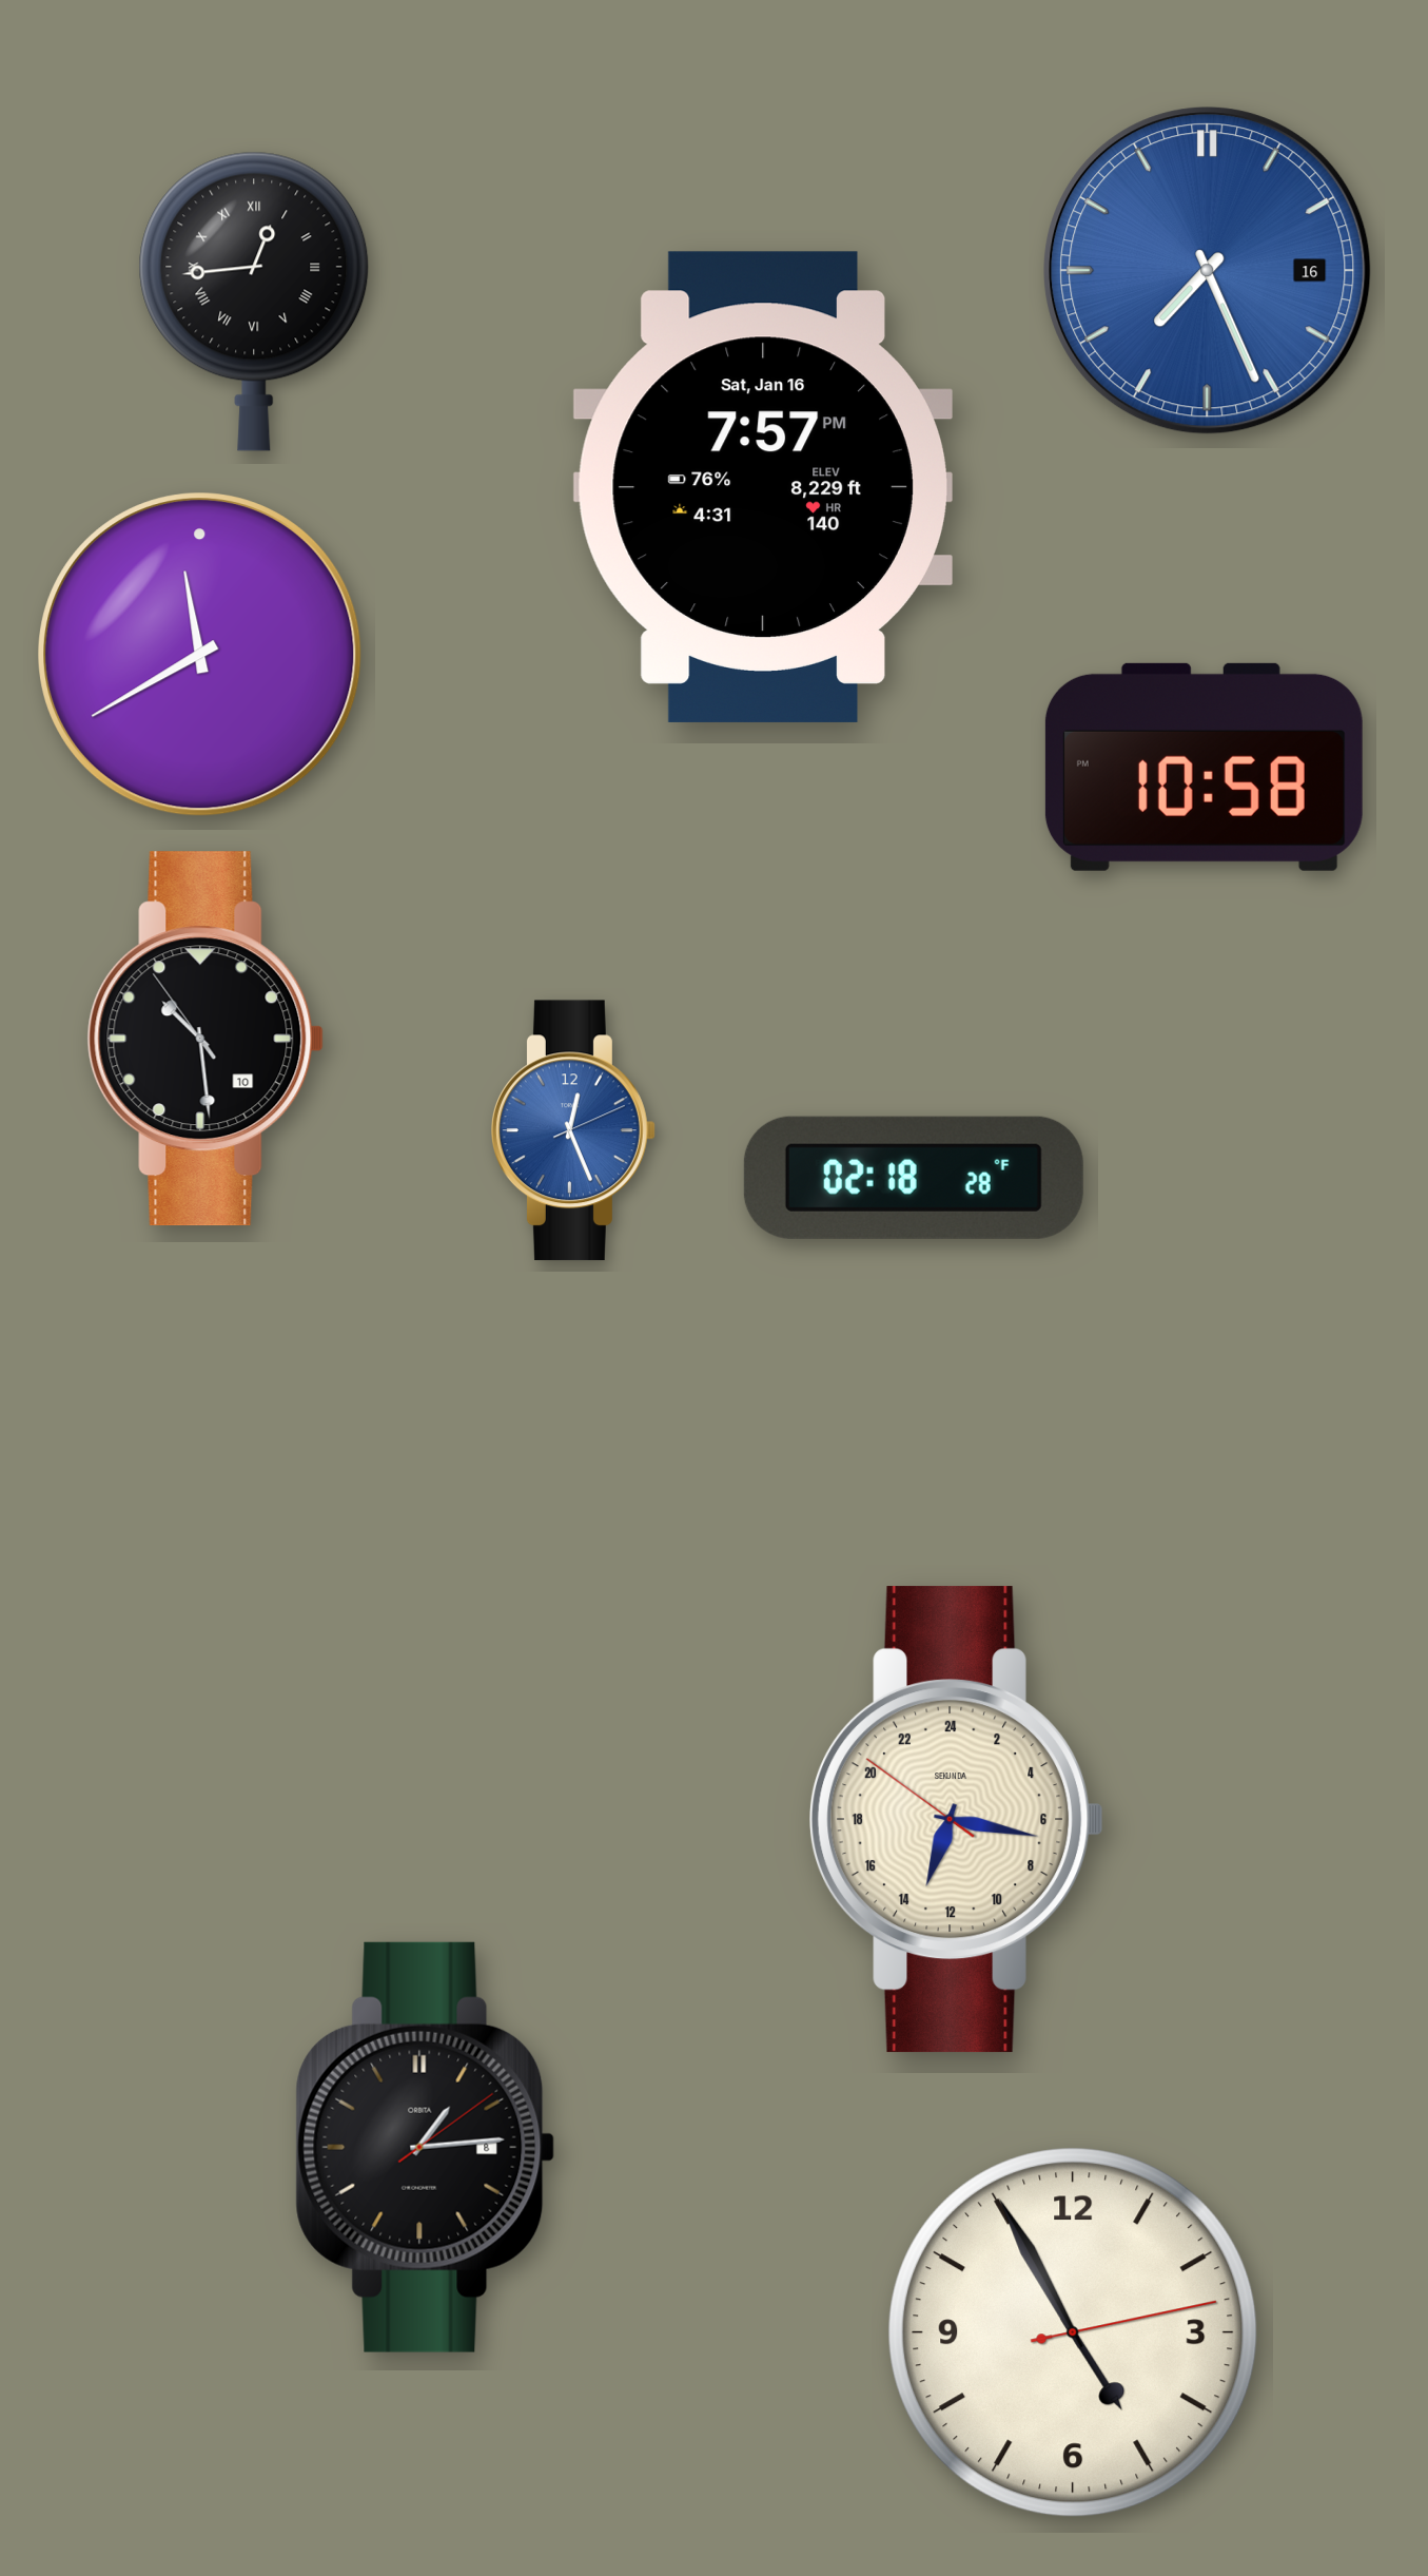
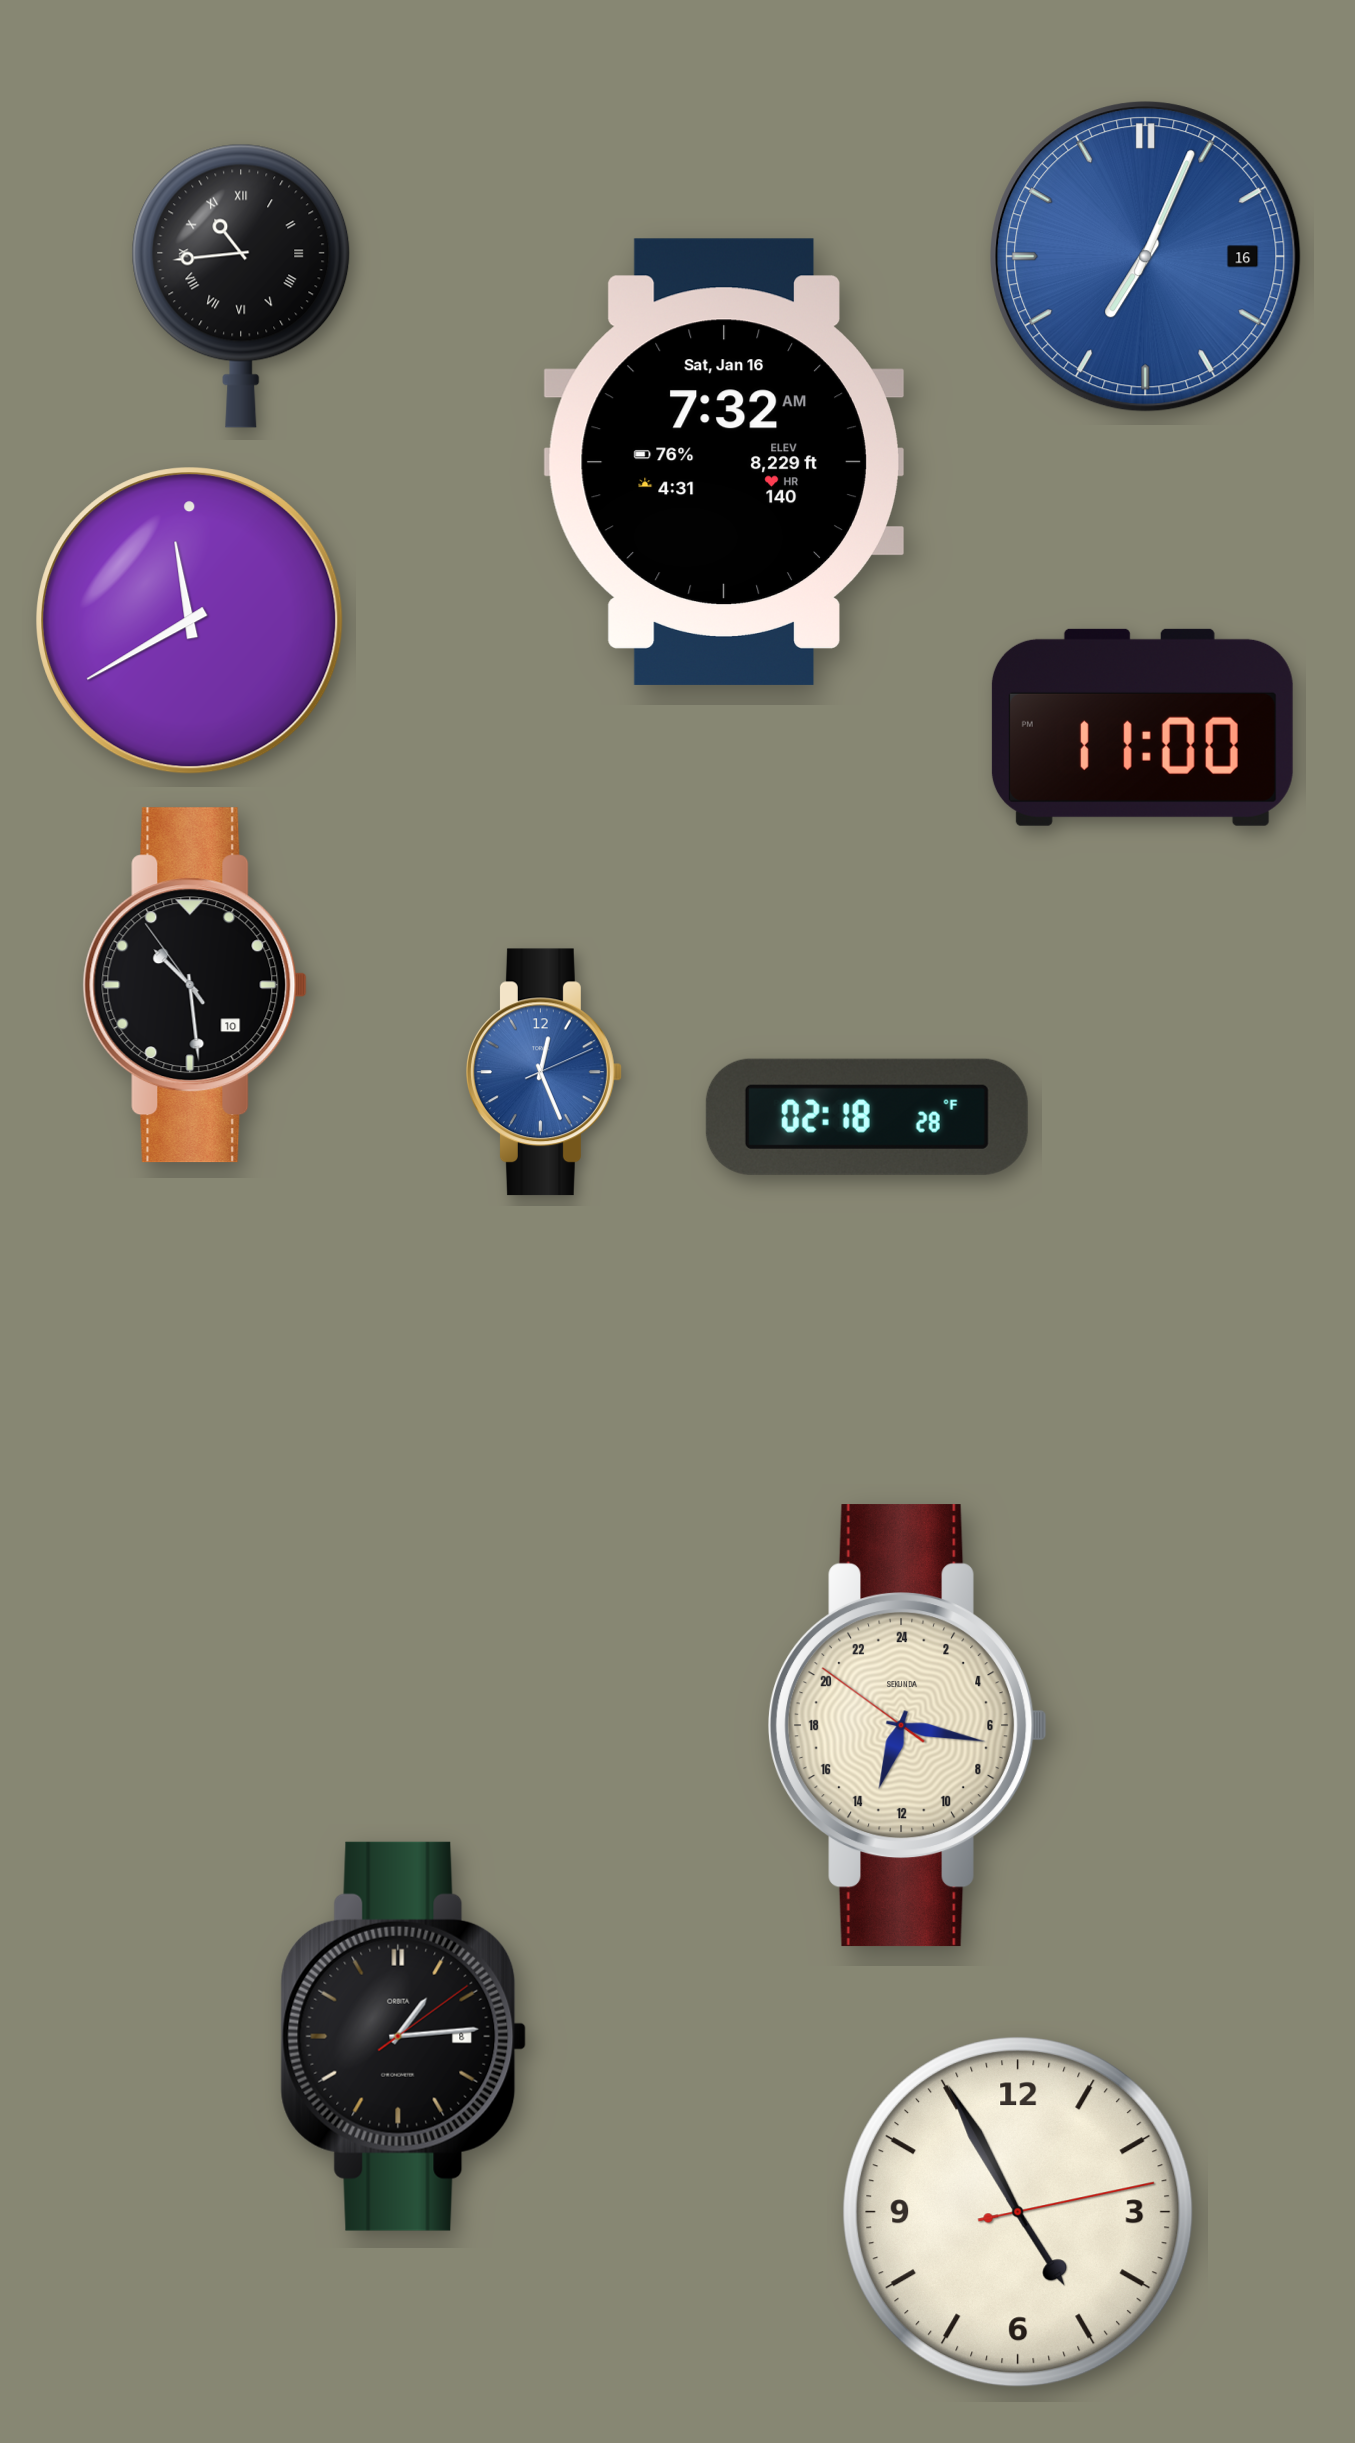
clock at (1208, 271): 7:26 -> 7:04
clock at (254, 302): 12:44 -> 10:44
clock at (763, 487): 7:57 -> 7:32
clock at (1204, 767): 10:58 -> 11:00
